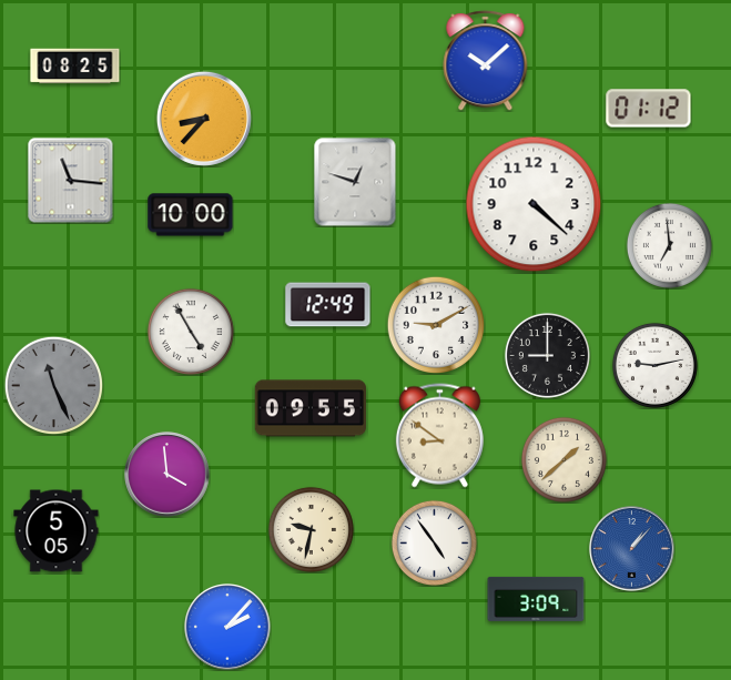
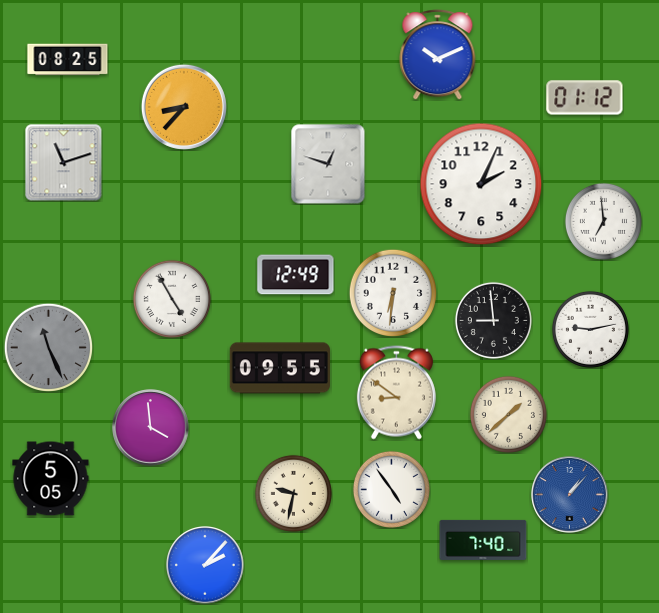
clock at (486, 61): 10:08 -> 10:11
clock at (71, 181): 11:16 -> 11:12
clock at (355, 182) position: (355, 182) -> (328, 164)
clock at (534, 204): 4:22 -> 2:04
clock at (191, 215): 10:00 -> none
clock at (435, 324): 9:10 -> 6:31
clock at (547, 355): 9:00 -> 8:59
clock at (311, 529) position: (311, 529) -> (293, 493)
clock at (536, 599): 3:09 -> 7:40
